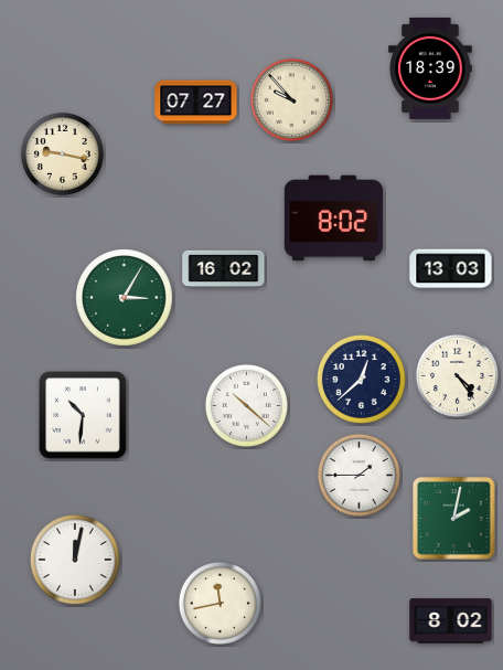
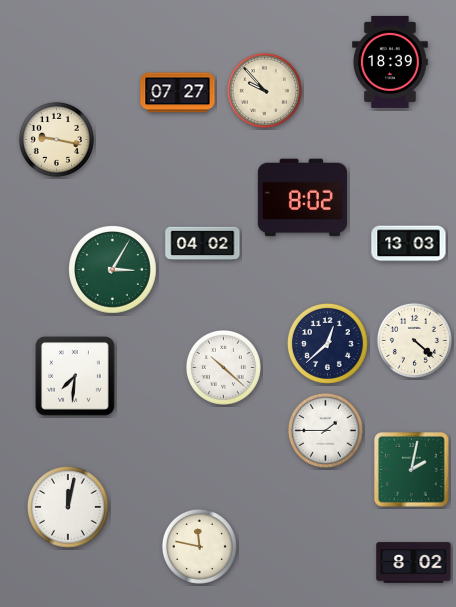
clock at (224, 269): 16:02 -> 04:02
clock at (457, 375): 4:24 -> 4:22
clock at (83, 415): 10:31 -> 7:31
clock at (220, 603): 11:43 -> 11:47
clock at (451, 621) position: (451, 621) -> (414, 563)
